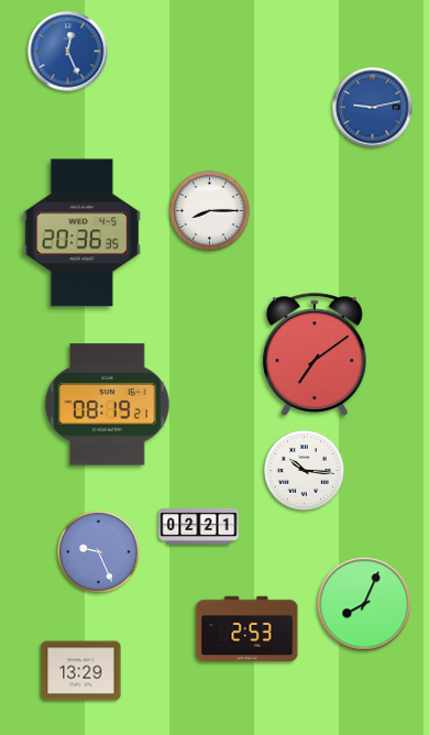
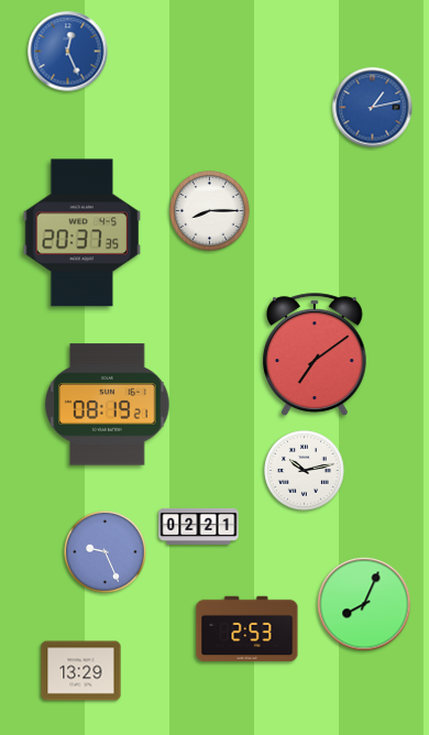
clock at (373, 108): 9:13 -> 1:13
clock at (82, 233): 20:36 -> 20:37
clock at (305, 471): 10:16 -> 10:13
clock at (99, 552) position: (99, 552) -> (106, 552)
